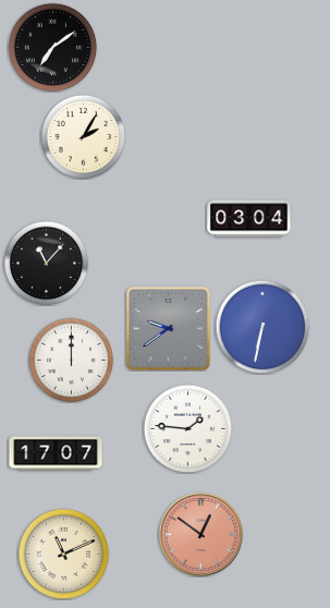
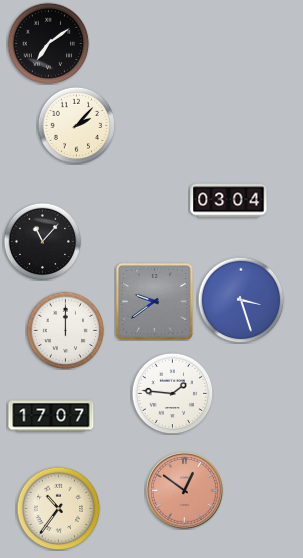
clock at (83, 136): 2:05 -> 2:07
clock at (262, 327): 6:32 -> 3:27
clock at (63, 554): 11:11 -> 10:36
